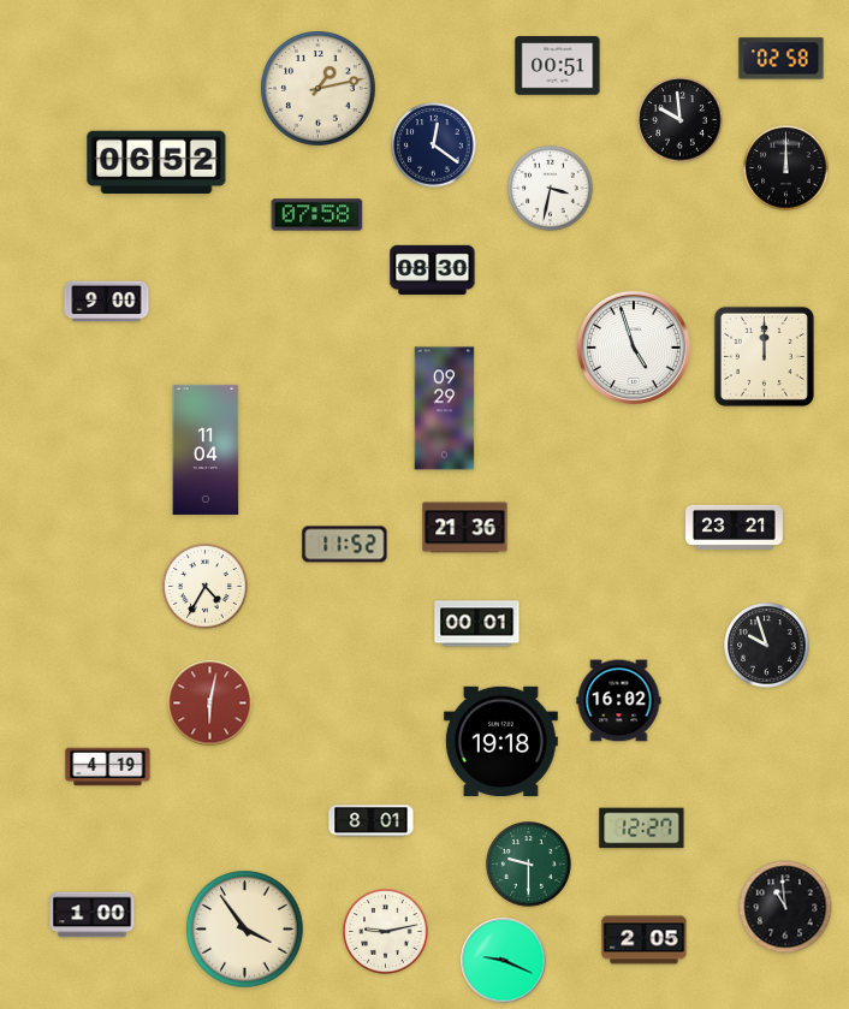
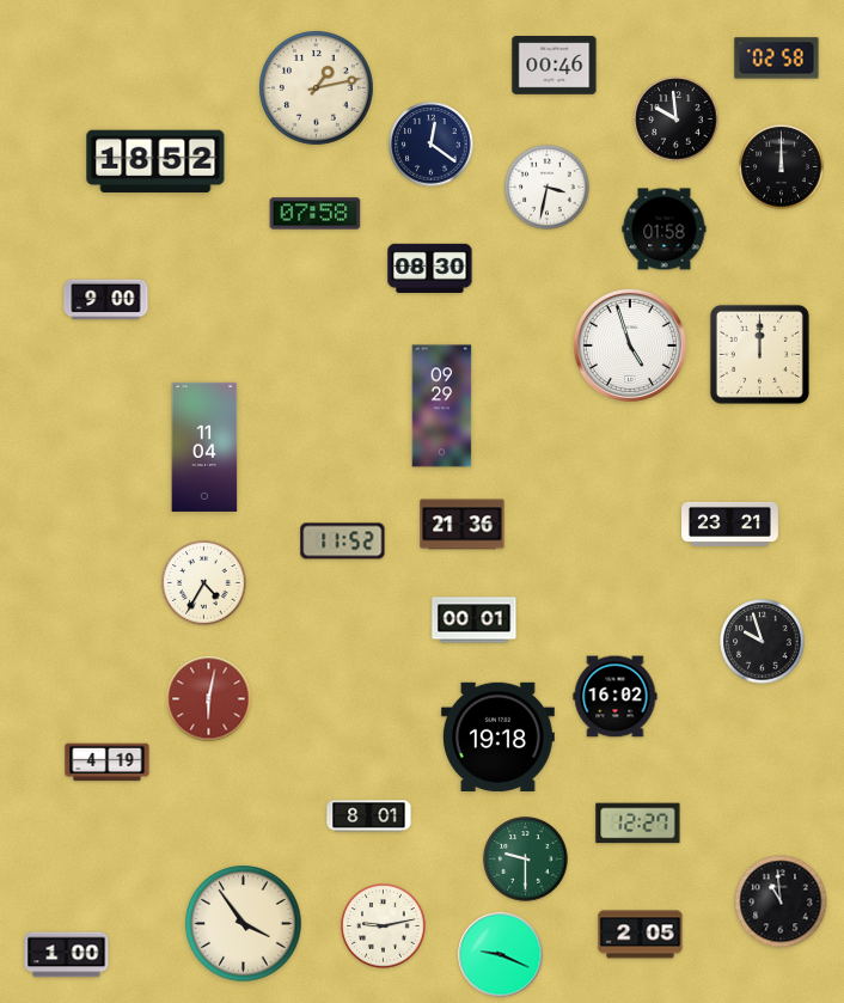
clock at (558, 66): 00:51 -> 00:46
clock at (156, 162): 06:52 -> 18:52
clock at (665, 230): none -> 01:58
clock at (93, 915) position: (93, 915) -> (67, 955)
